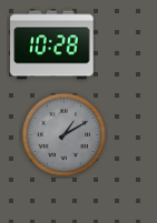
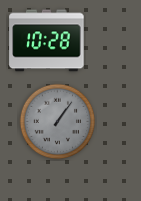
clock at (65, 135): 1:10 -> 1:06
